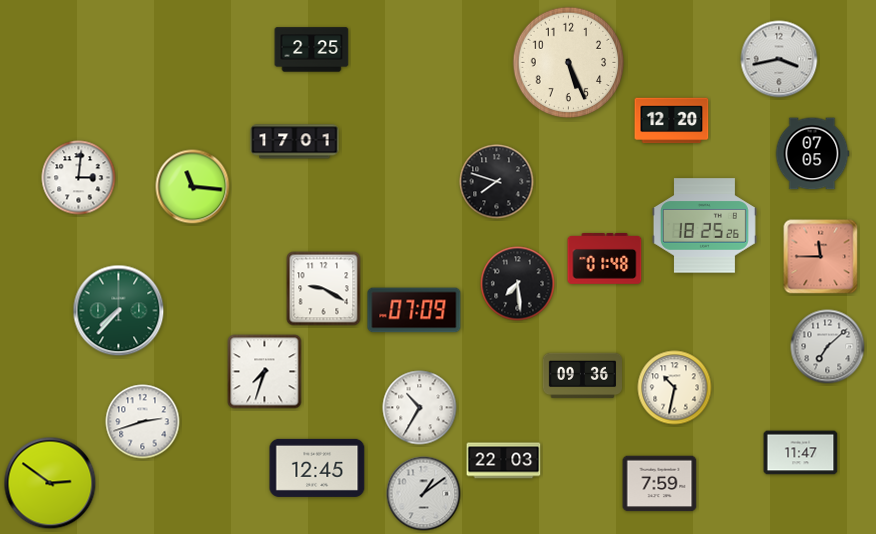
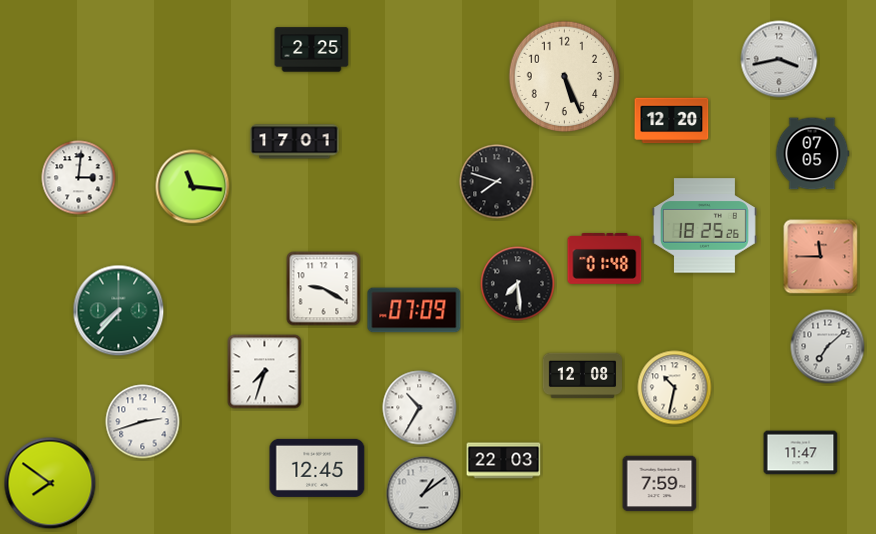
clock at (569, 63) position: (569, 63) -> (565, 77)
clock at (582, 376): 09:36 -> 12:08
clock at (50, 483): 2:51 -> 7:51
